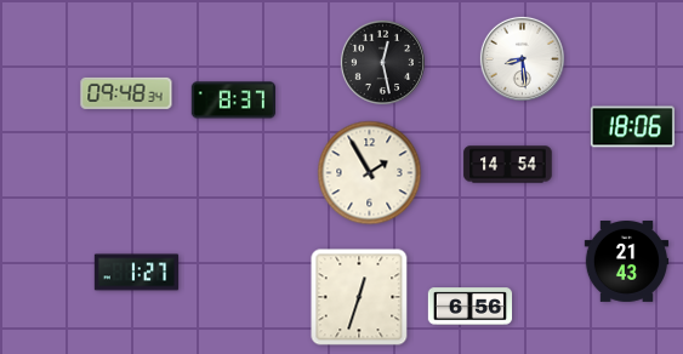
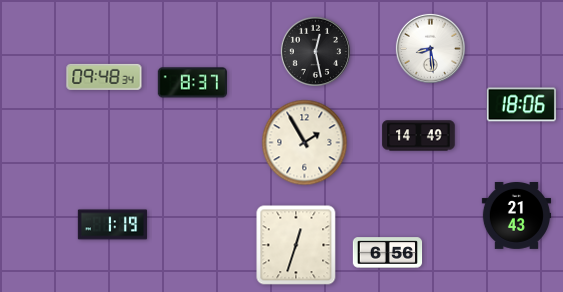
clock at (508, 165): 14:54 -> 14:49
clock at (137, 273): 1:27 -> 1:19
